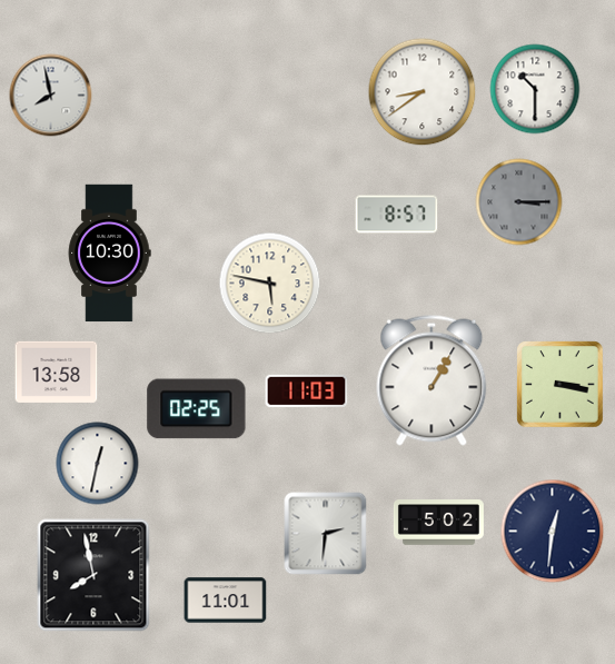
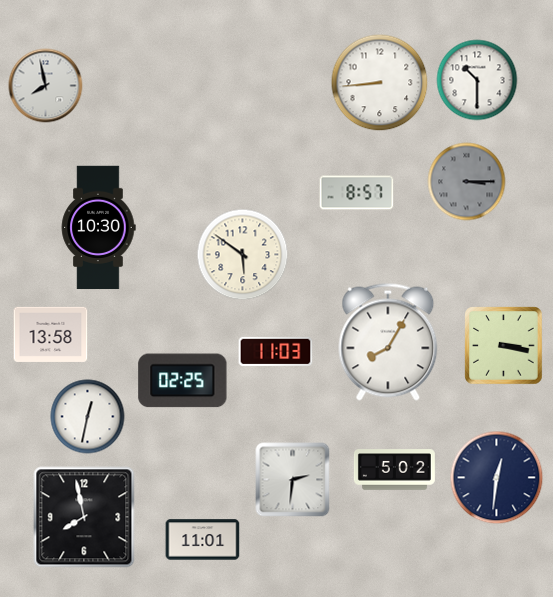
clock at (535, 89) position: (535, 89) -> (477, 80)
clock at (423, 92): 8:39 -> 8:44
clock at (270, 284): 5:47 -> 5:51
clock at (432, 380): 1:05 -> 8:05
clock at (197, 409) position: (197, 409) -> (183, 381)
